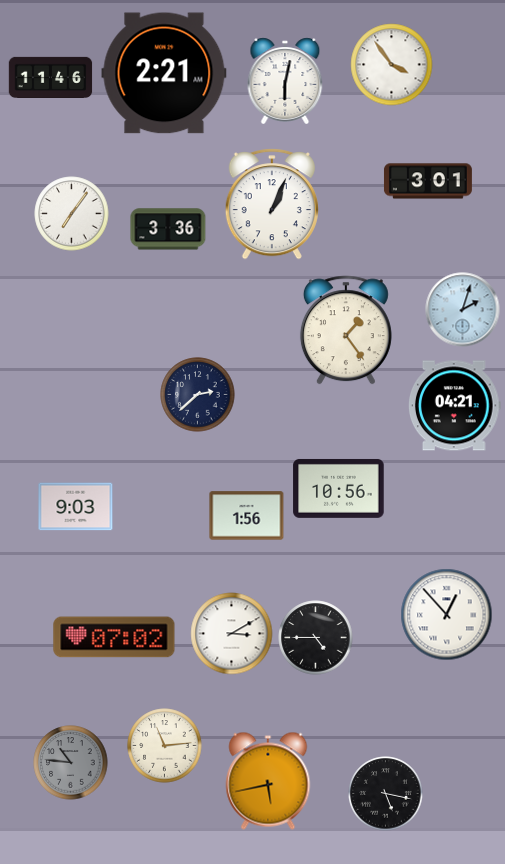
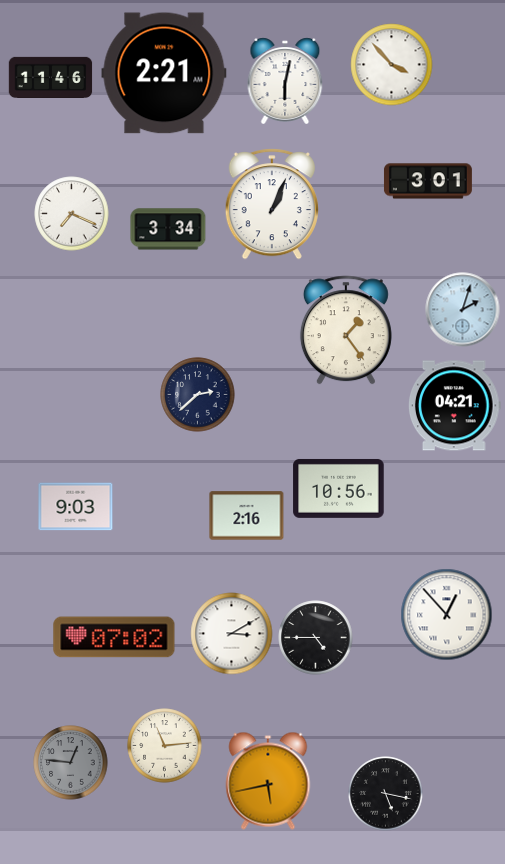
clock at (392, 65): 3:54 -> 3:53
clock at (72, 214): 7:06 -> 7:19
clock at (168, 229): 3:36 -> 3:34
clock at (247, 516): 1:56 -> 2:16
clock at (71, 763): 10:46 -> 12:46
